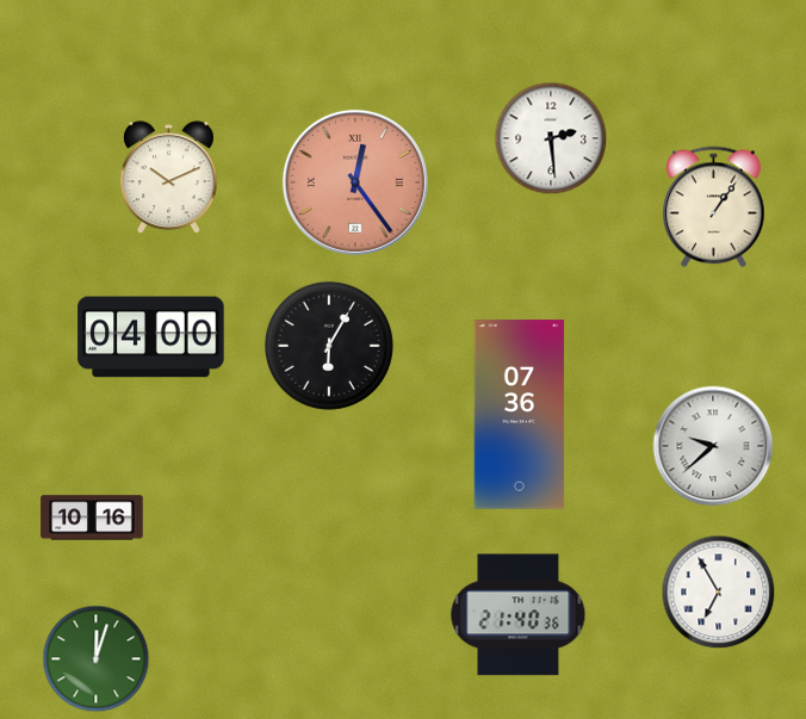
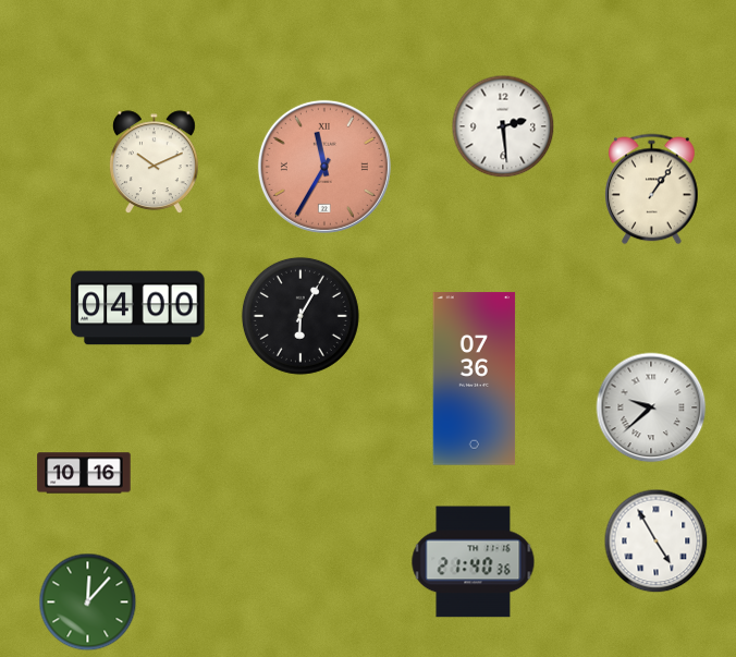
clock at (355, 182): 12:24 -> 11:35
clock at (719, 593): 6:55 -> 4:55
clock at (97, 659): 12:03 -> 12:07
